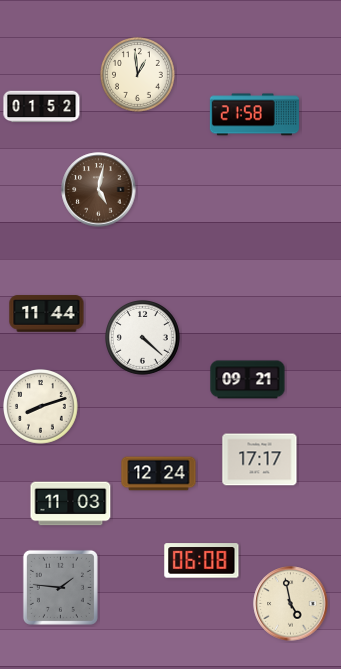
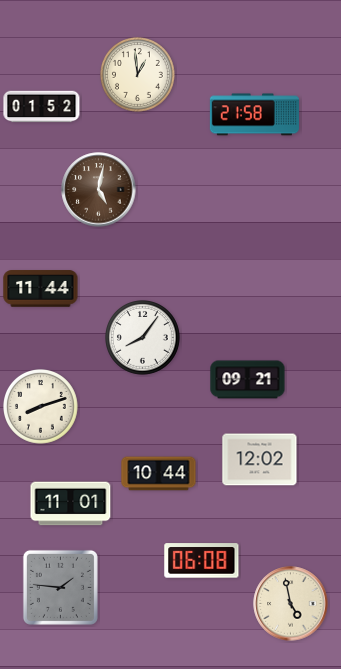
clock at (47, 314) position: (47, 314) -> (41, 289)
clock at (143, 338): 4:22 -> 8:06
clock at (260, 460): 17:17 -> 12:02
clock at (159, 474): 12:24 -> 10:44
clock at (71, 504): 11:03 -> 11:01
